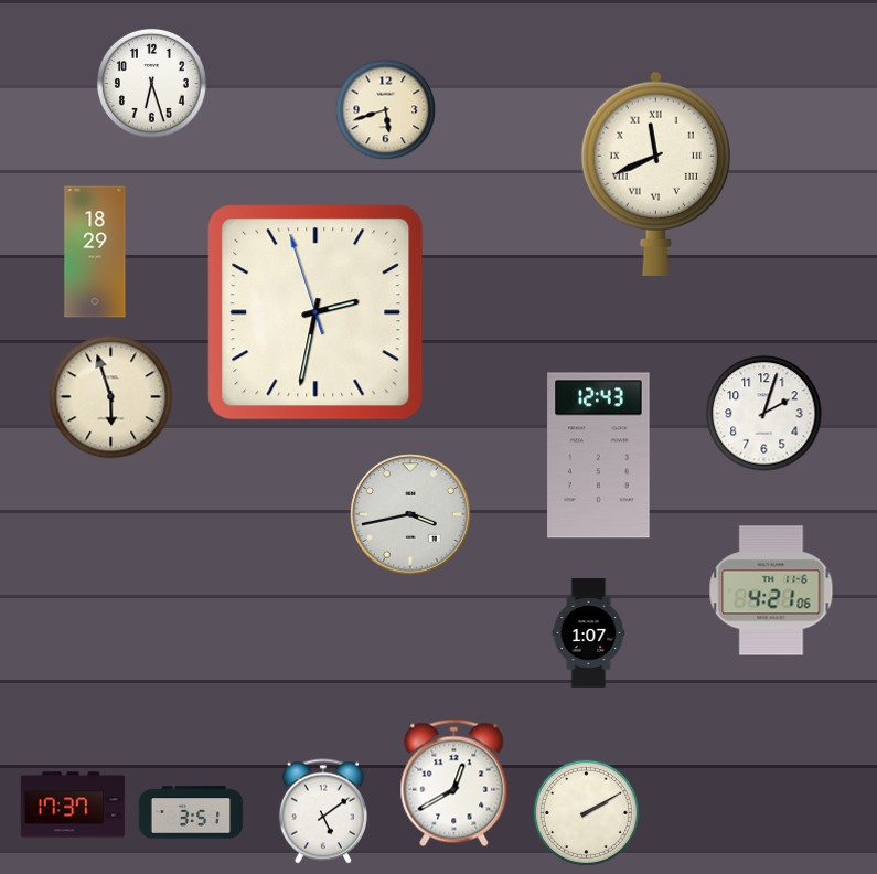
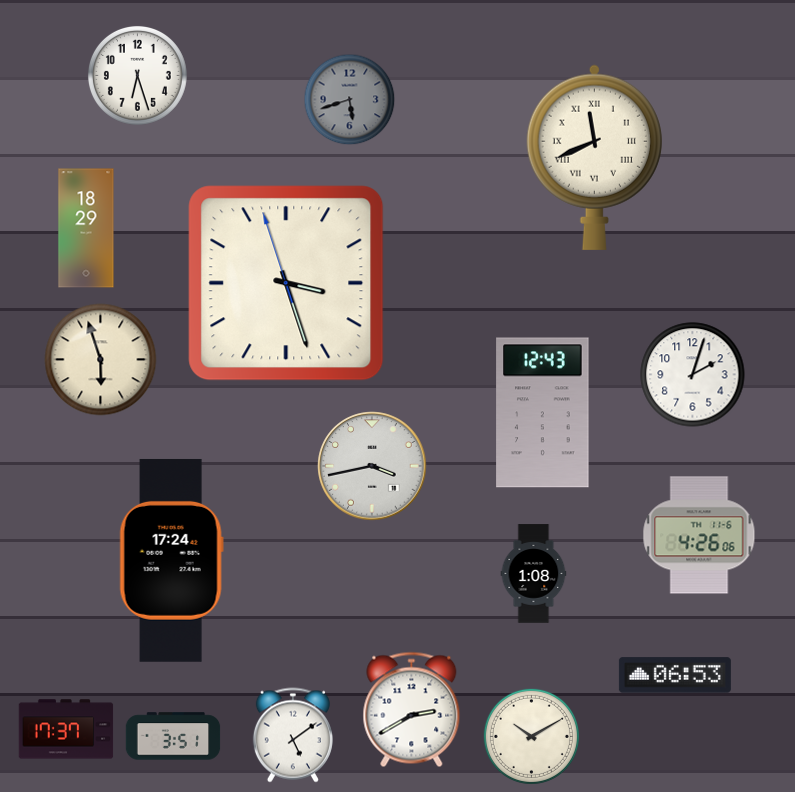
clock at (386, 110) dial: cream -> grey
clock at (315, 312): 2:31 -> 3:26
clock at (771, 590): 4:21 -> 4:26
clock at (171, 560): none -> 17:24
clock at (589, 633): 1:07 -> 1:08
clock at (675, 675): none -> 06:53
clock at (454, 784): 12:40 -> 2:40
clock at (586, 812): 2:10 -> 10:10
